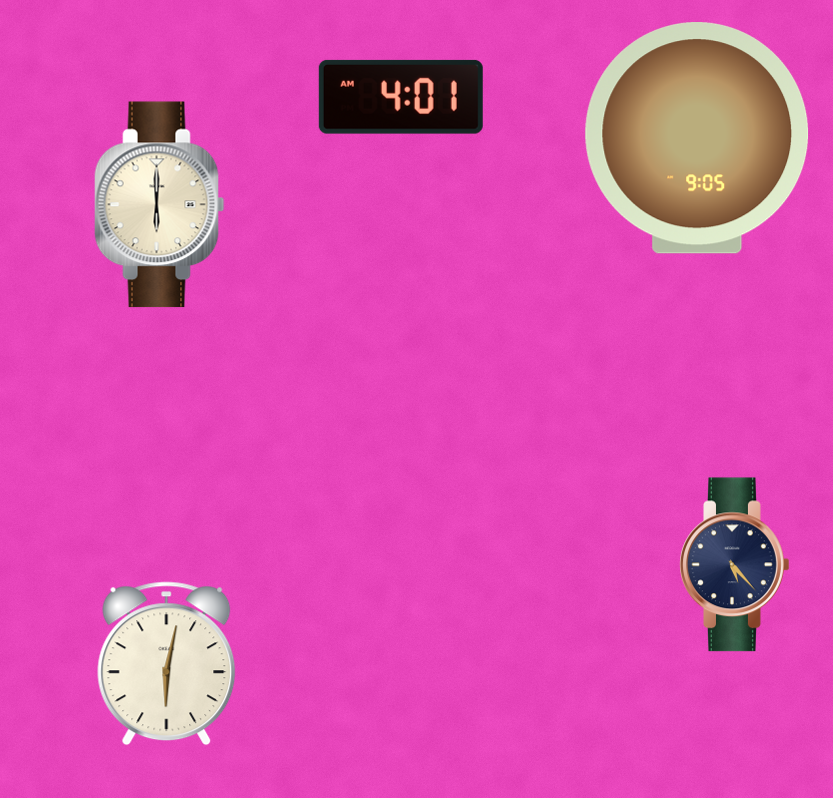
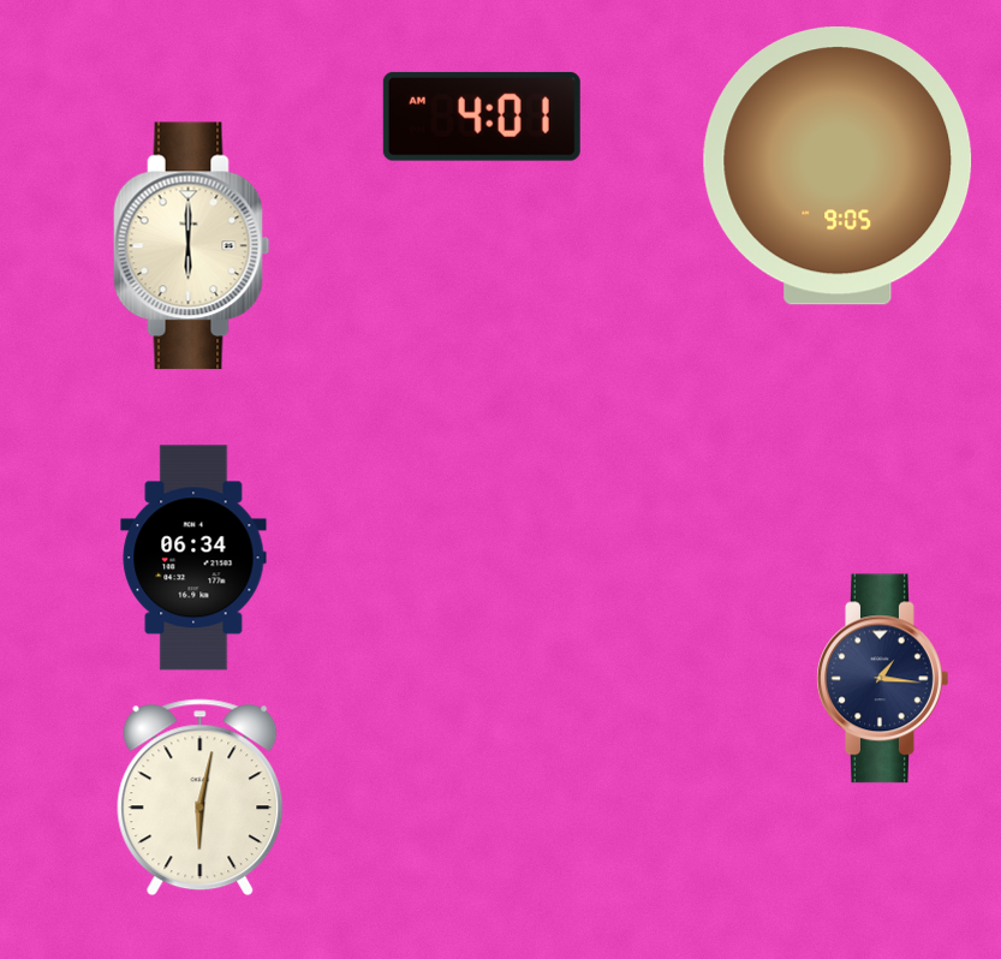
clock at (193, 558): none -> 06:34
clock at (735, 565): 5:23 -> 1:16
